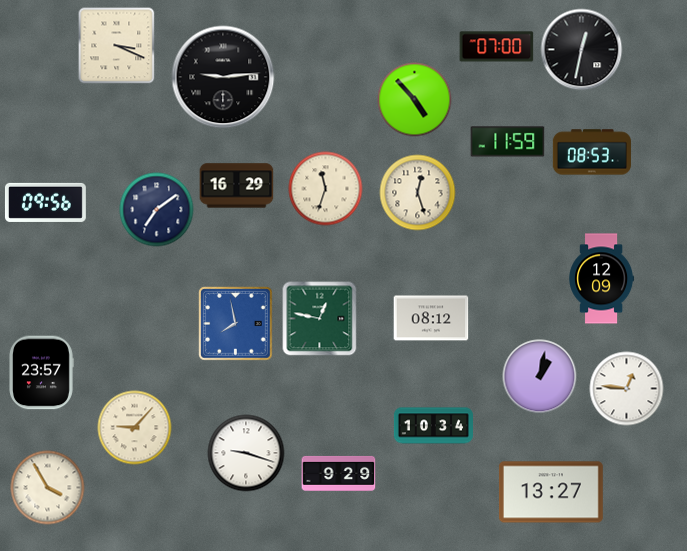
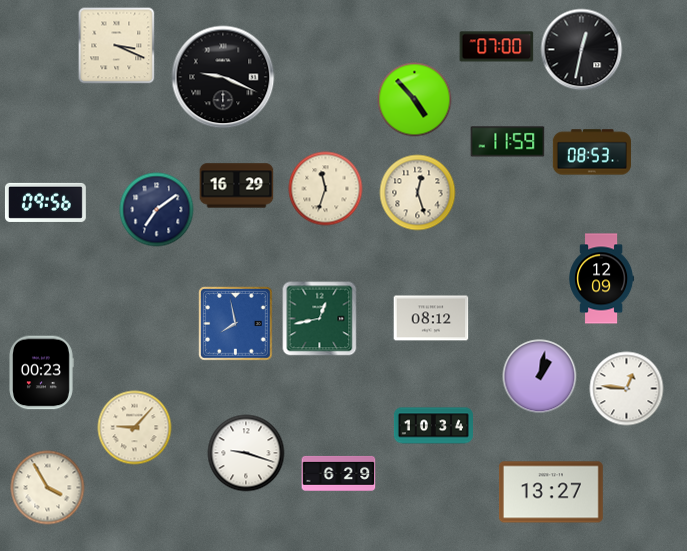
clock at (223, 77): 9:14 -> 9:19
clock at (320, 319): 12:47 -> 12:43
clock at (41, 373): 23:57 -> 00:23
clock at (339, 473): 9:29 -> 6:29
